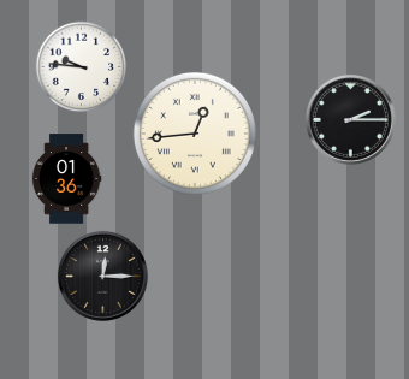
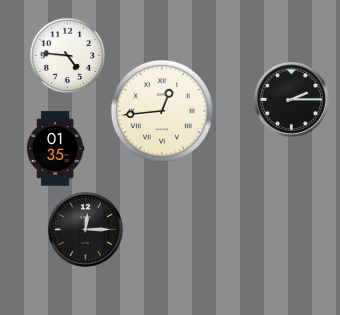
clock at (82, 67): 9:46 -> 4:46
clock at (66, 179): 01:36 -> 01:35
